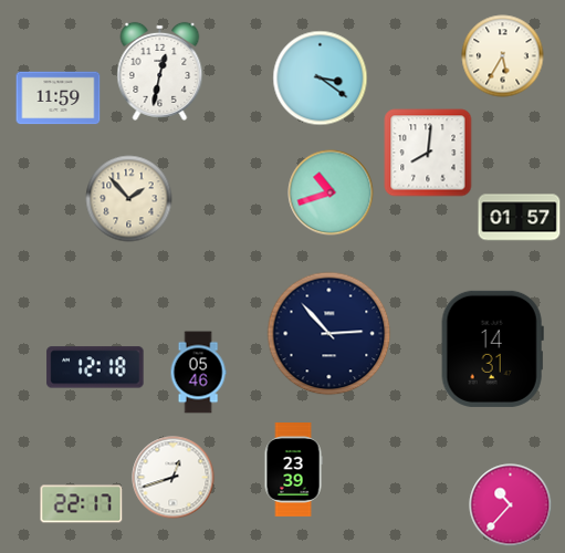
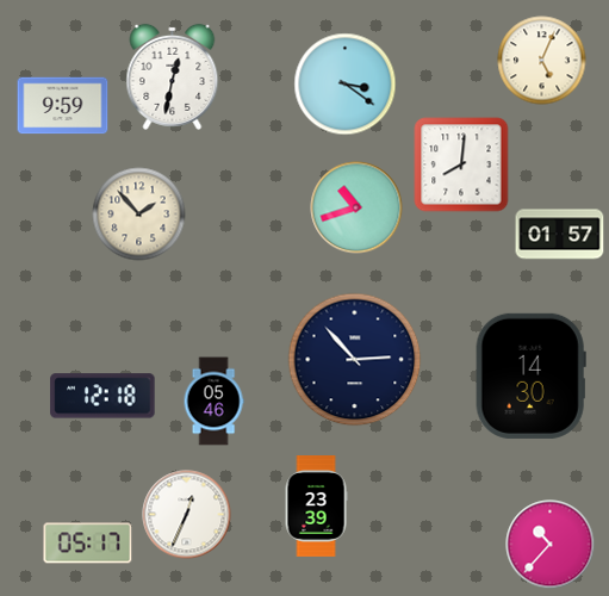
clock at (503, 56): 5:35 -> 5:04
clock at (59, 98): 11:59 -> 9:59
clock at (492, 348): 14:31 -> 14:30
clock at (174, 478): 12:42 -> 12:34
clock at (82, 504): 22:17 -> 05:17
